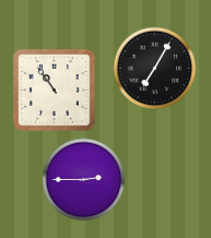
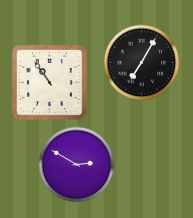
clock at (84, 180): 2:45 -> 2:50
